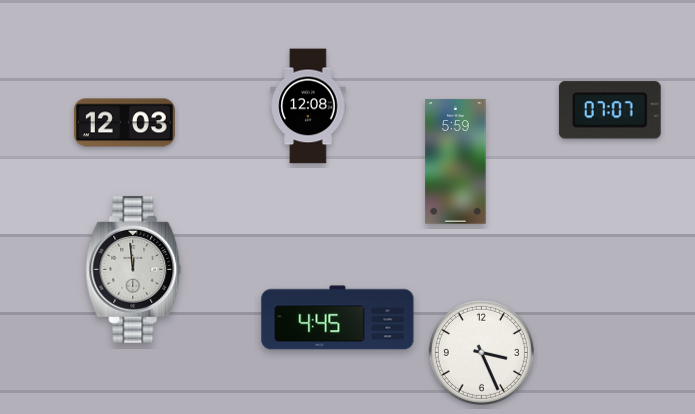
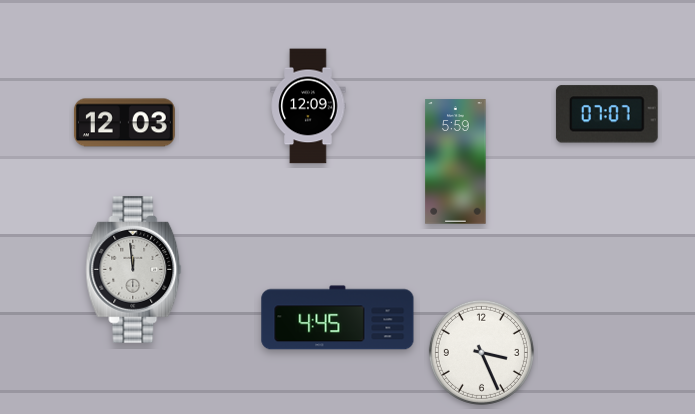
clock at (308, 106): 12:08 -> 12:09
clock at (610, 110) position: (610, 110) -> (607, 114)
